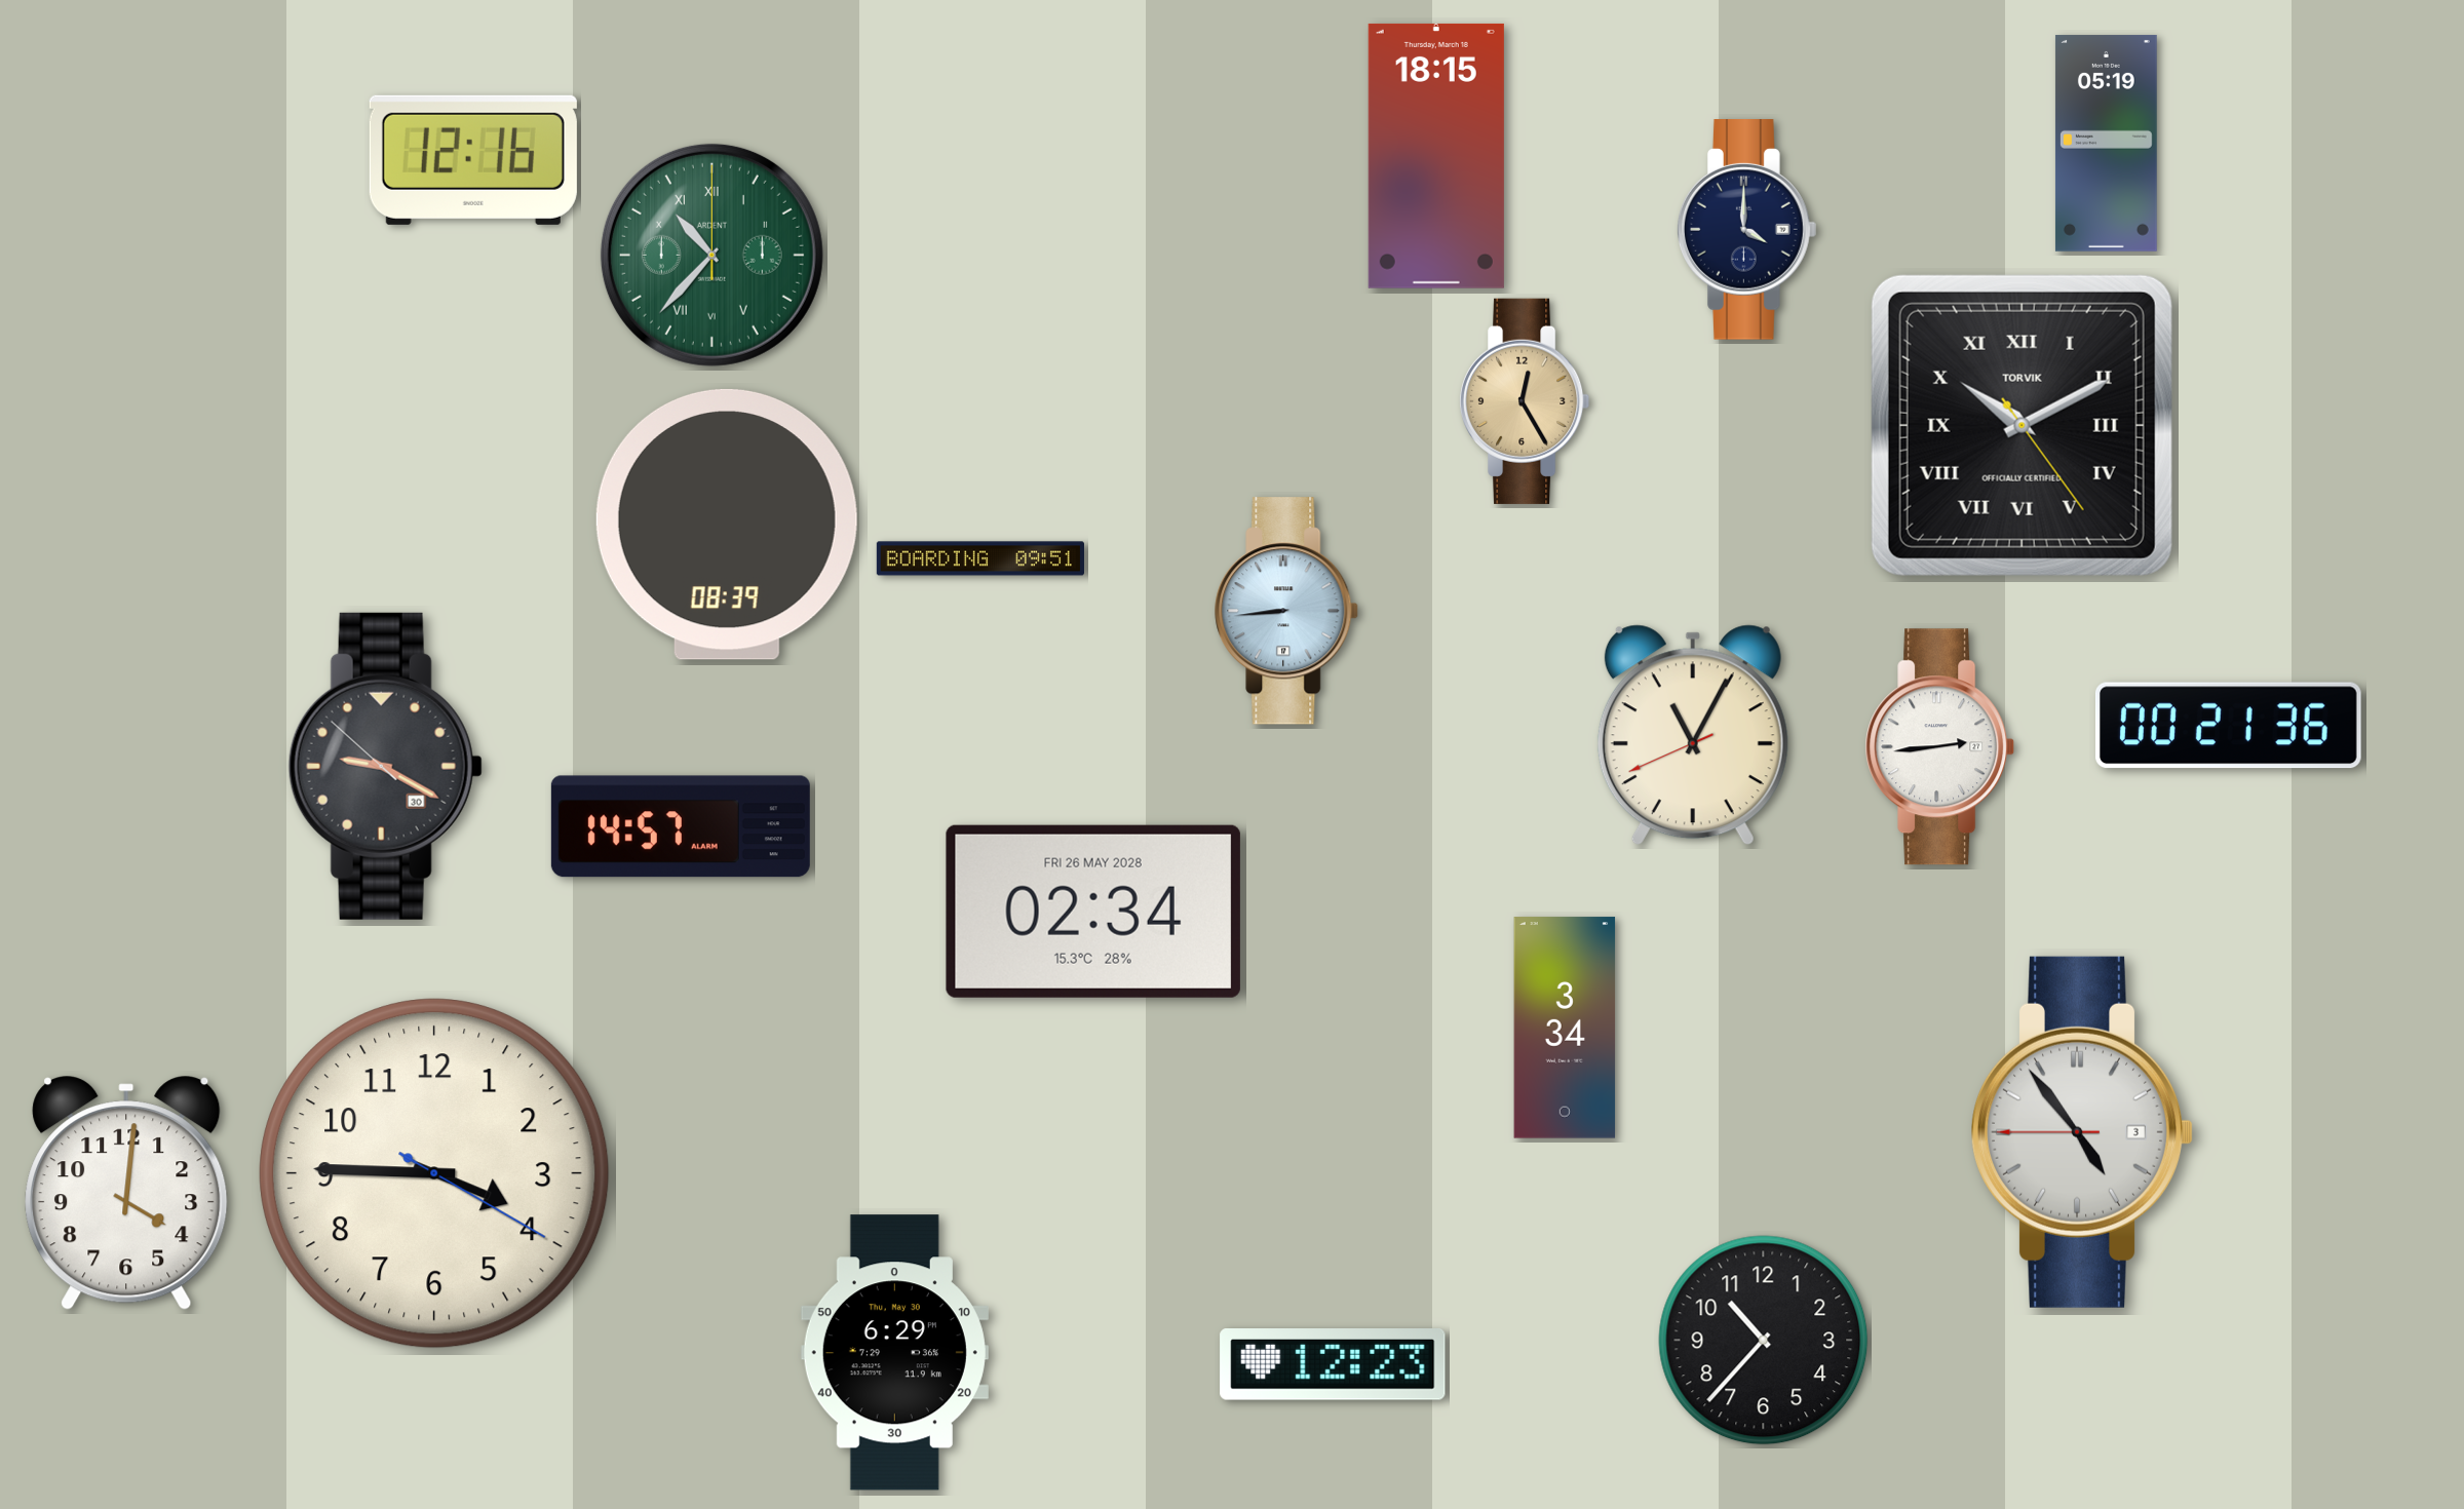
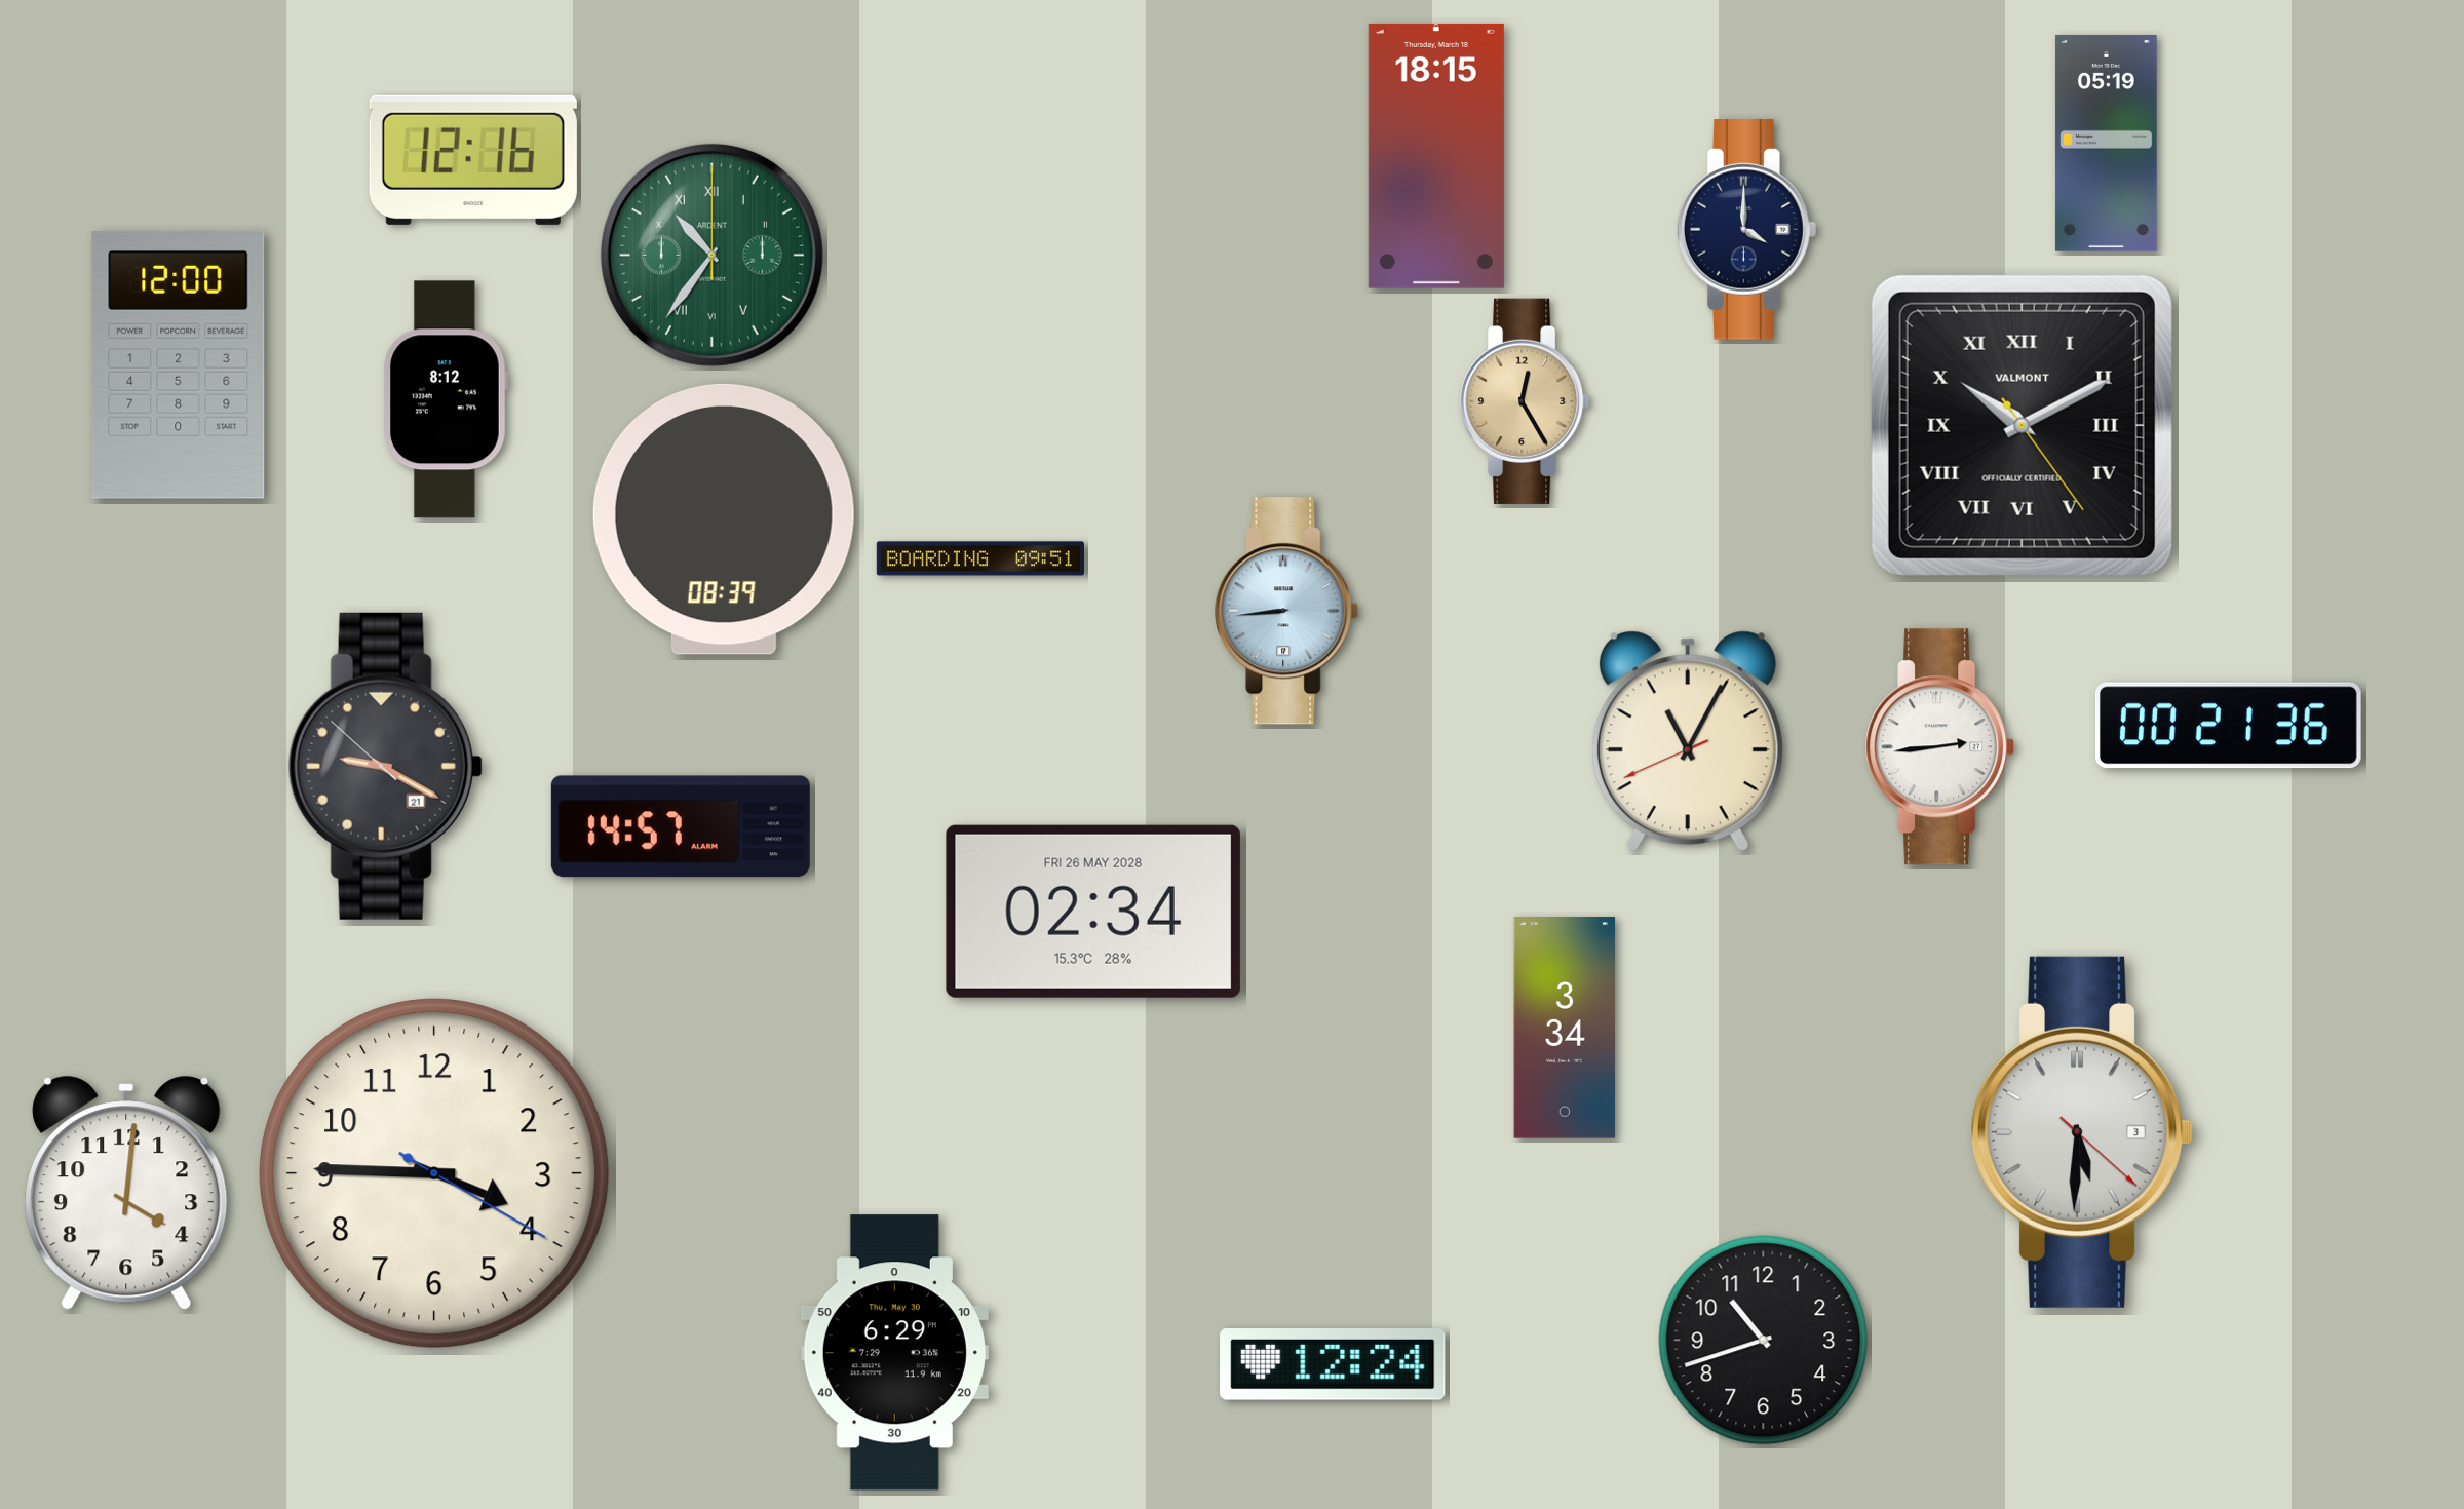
clock at (711, 255): 10:37 -> 10:36
clock at (179, 364): none -> 12:00
clock at (446, 399): none -> 8:12
clock at (2022, 425) brand: TORVIK -> VALMONT
clock at (727, 525) position: (727, 525) -> (724, 519)
clock at (1693, 735) position: (1693, 735) -> (1688, 741)
clock at (385, 766) date: 30 -> 21
clock at (2082, 1132): 4:53 -> 5:30
clock at (1764, 1341): 10:37 -> 10:42
clock at (1333, 1365): 12:23 -> 12:24
